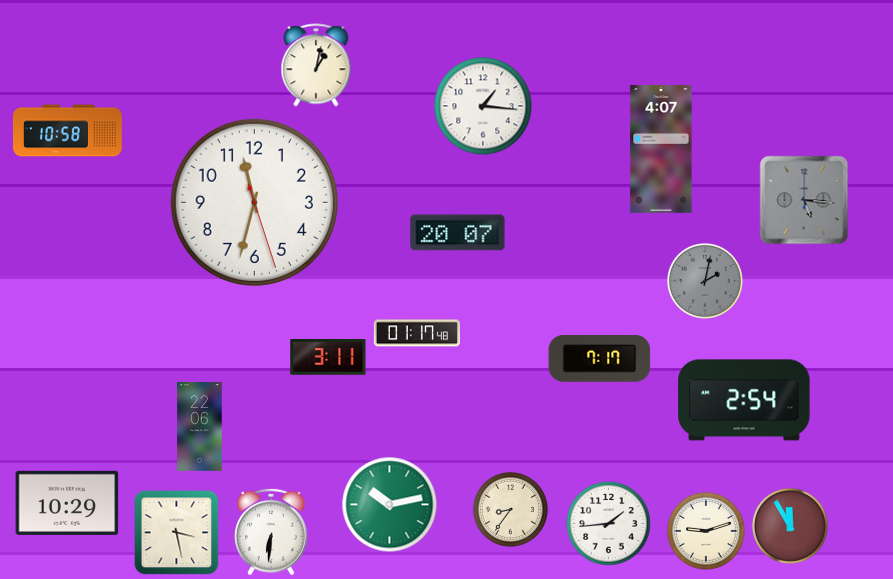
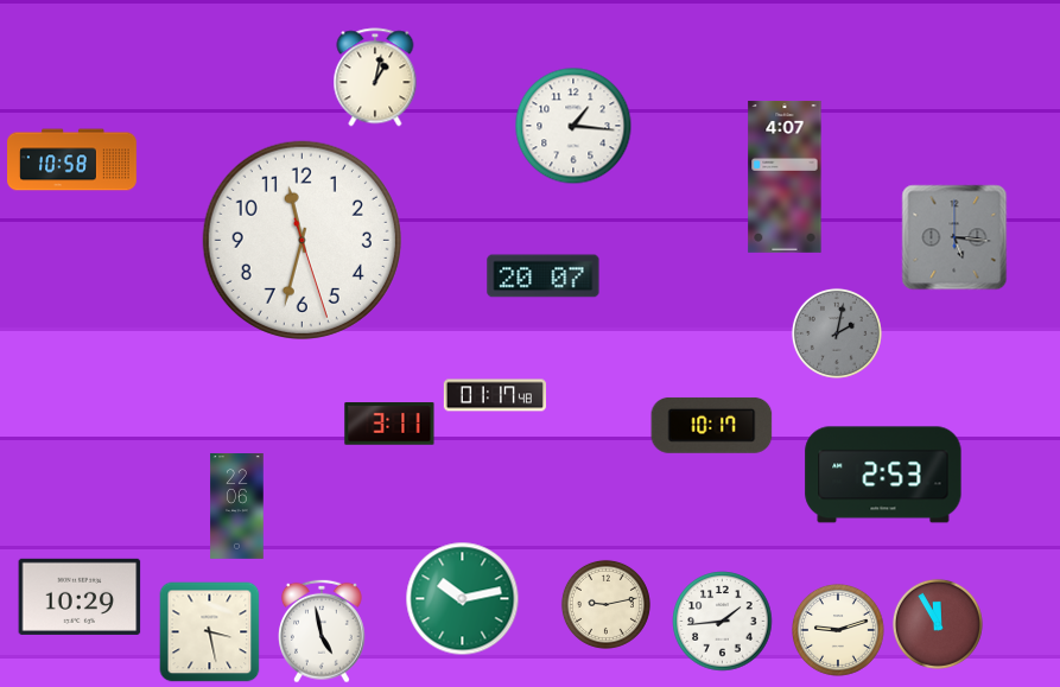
clock at (68, 131) position: (68, 131) -> (72, 160)
clock at (600, 358): 7:17 -> 10:17
clock at (744, 400): 2:54 -> 2:53
clock at (510, 509): 8:36 -> 9:13
clock at (272, 532): 6:31 -> 4:58
